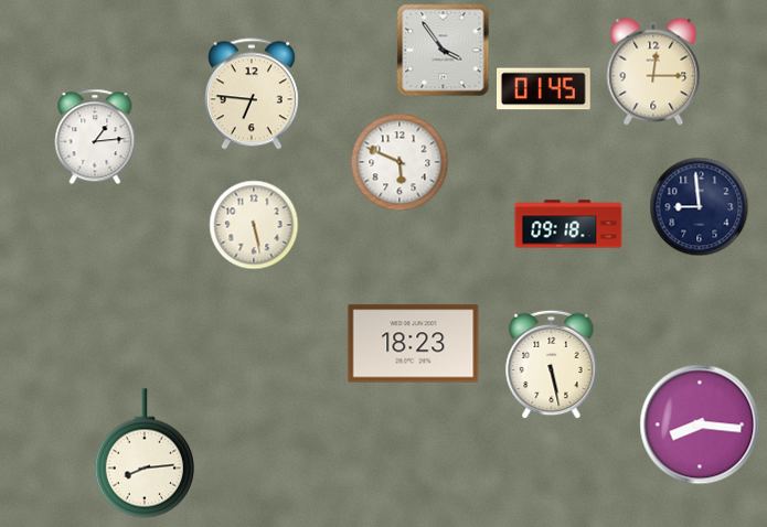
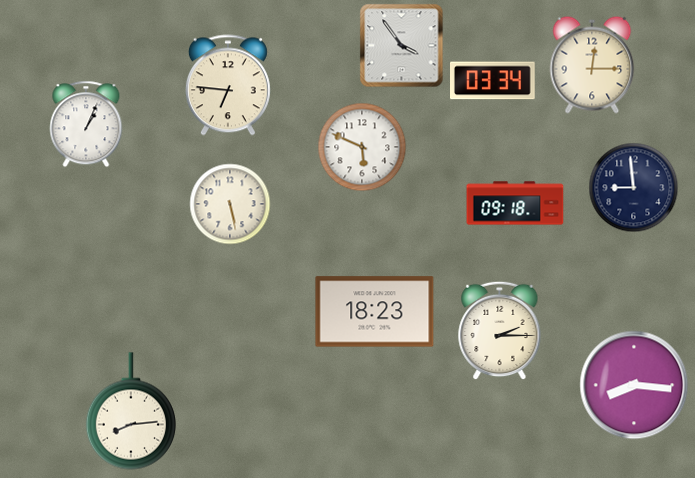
clock at (544, 89): 01:45 -> 03:34
clock at (95, 137): 1:14 -> 1:04
clock at (552, 365): 5:28 -> 2:15
